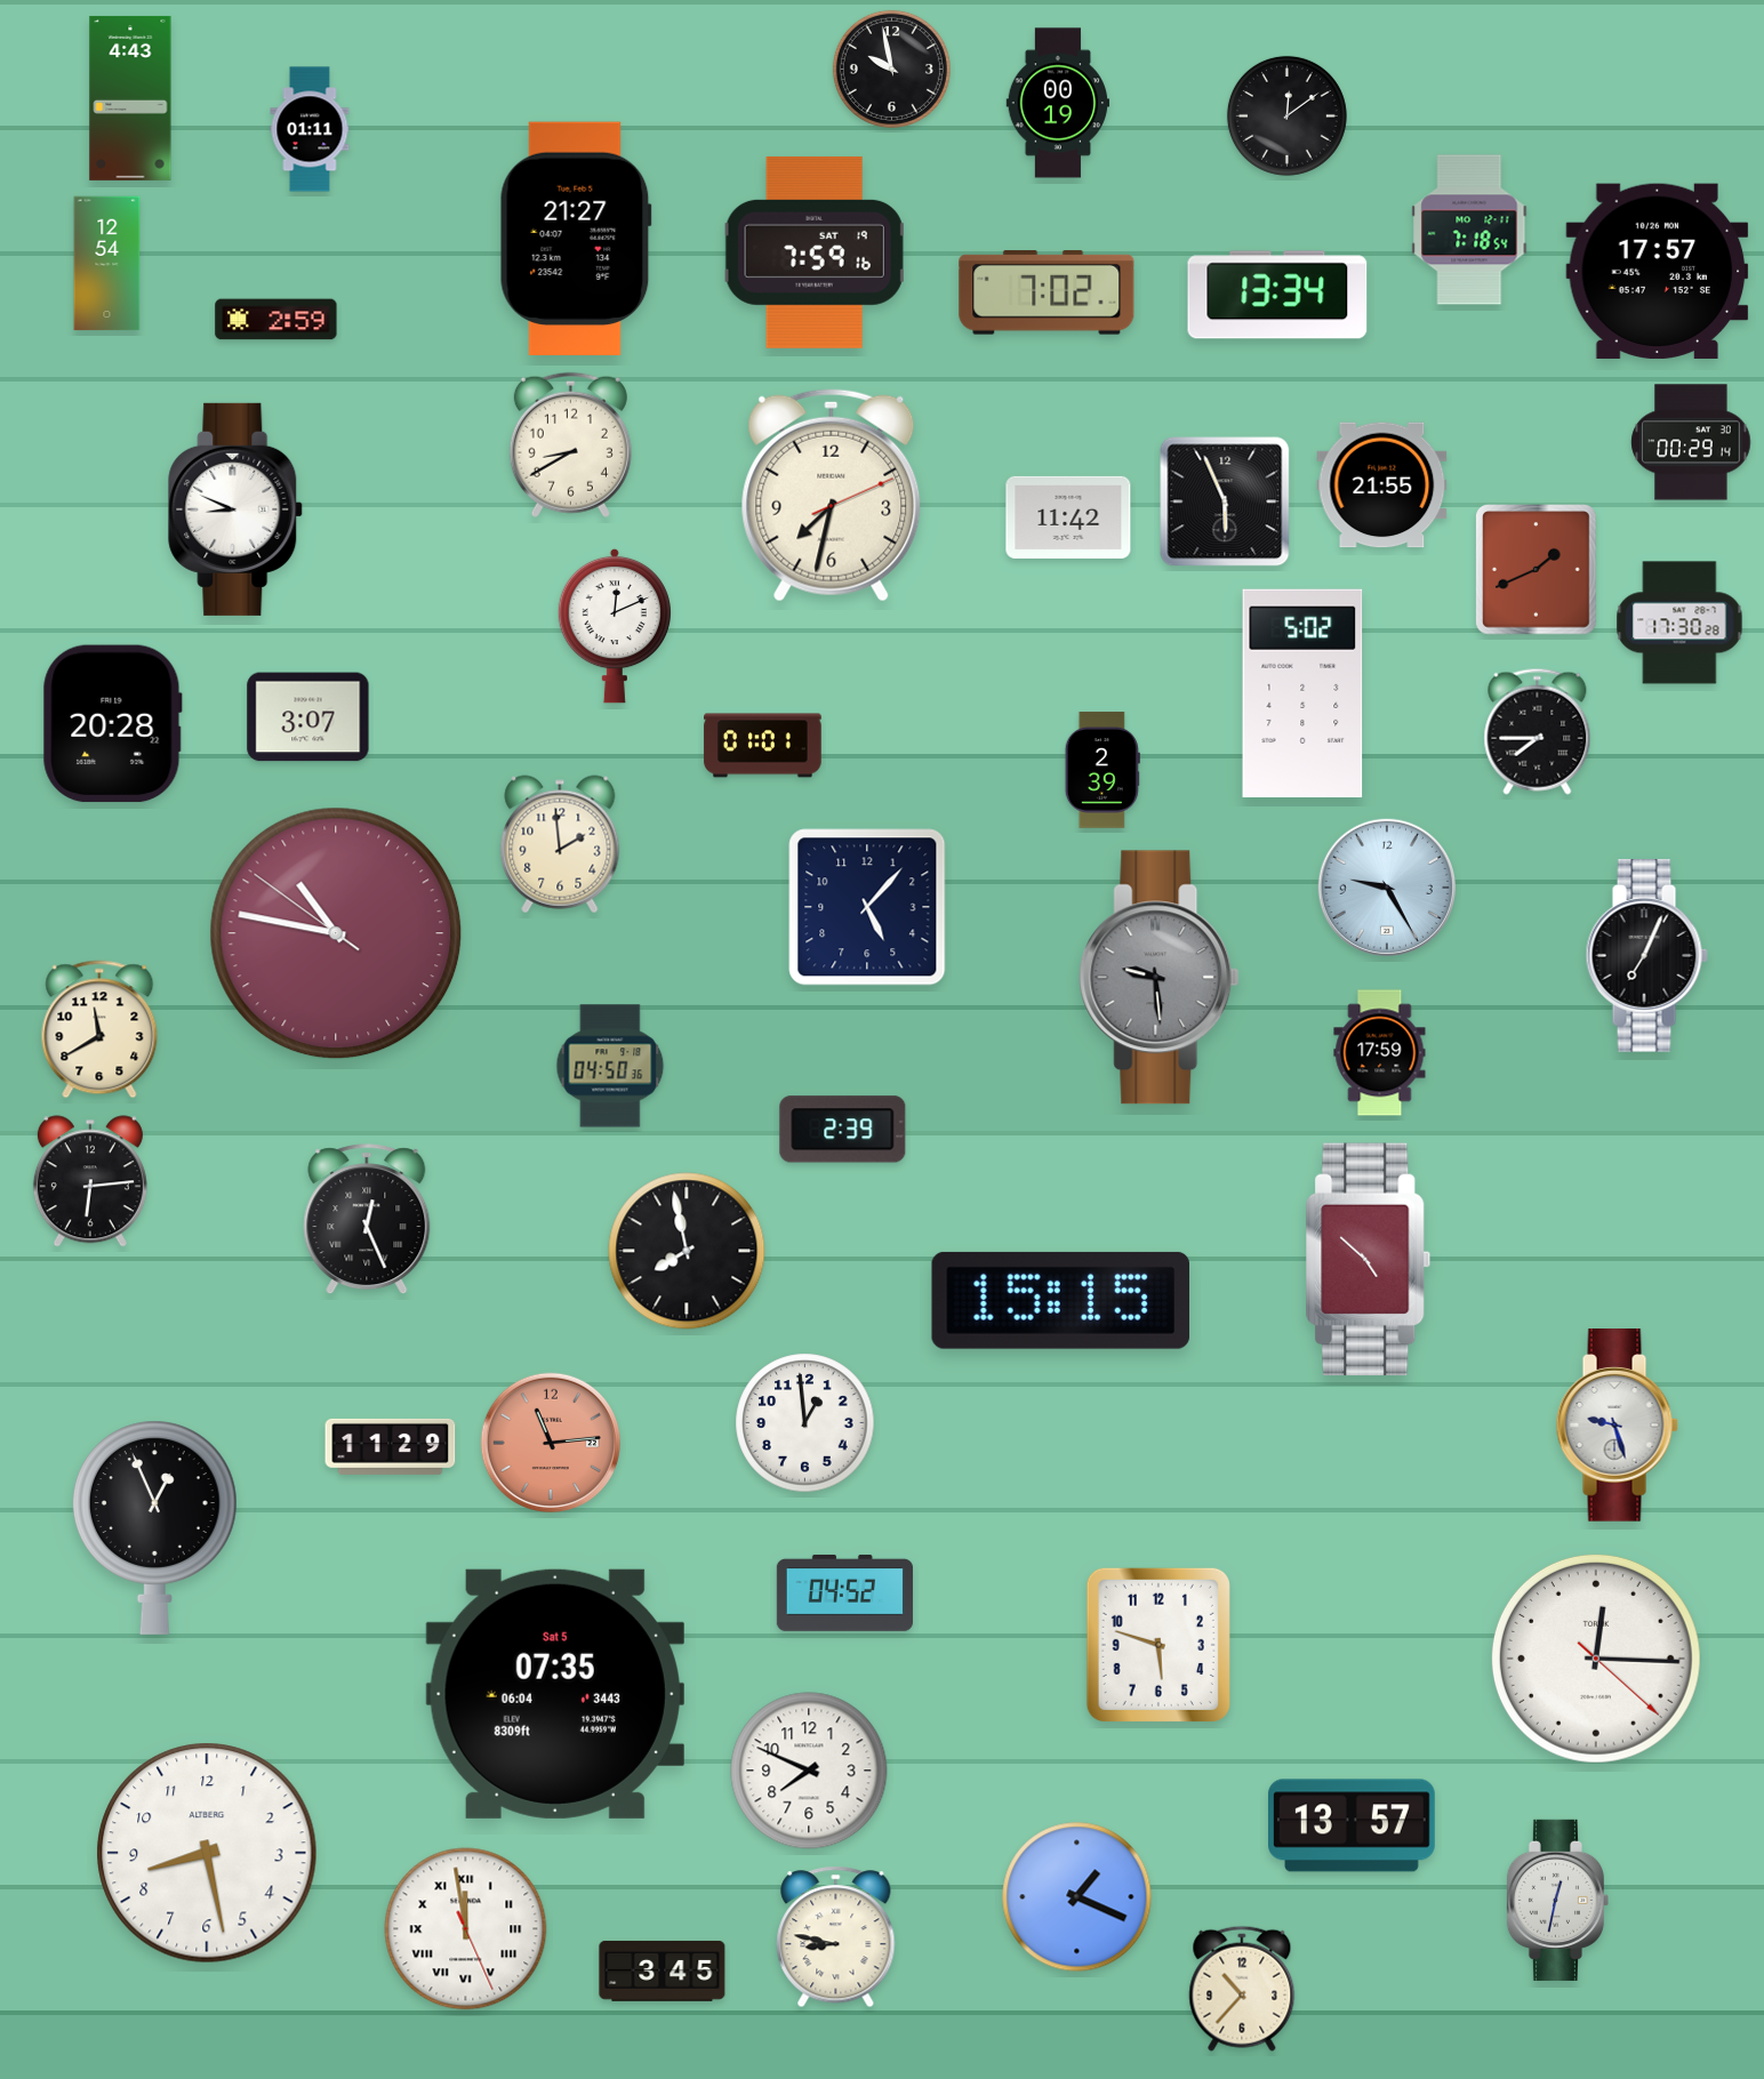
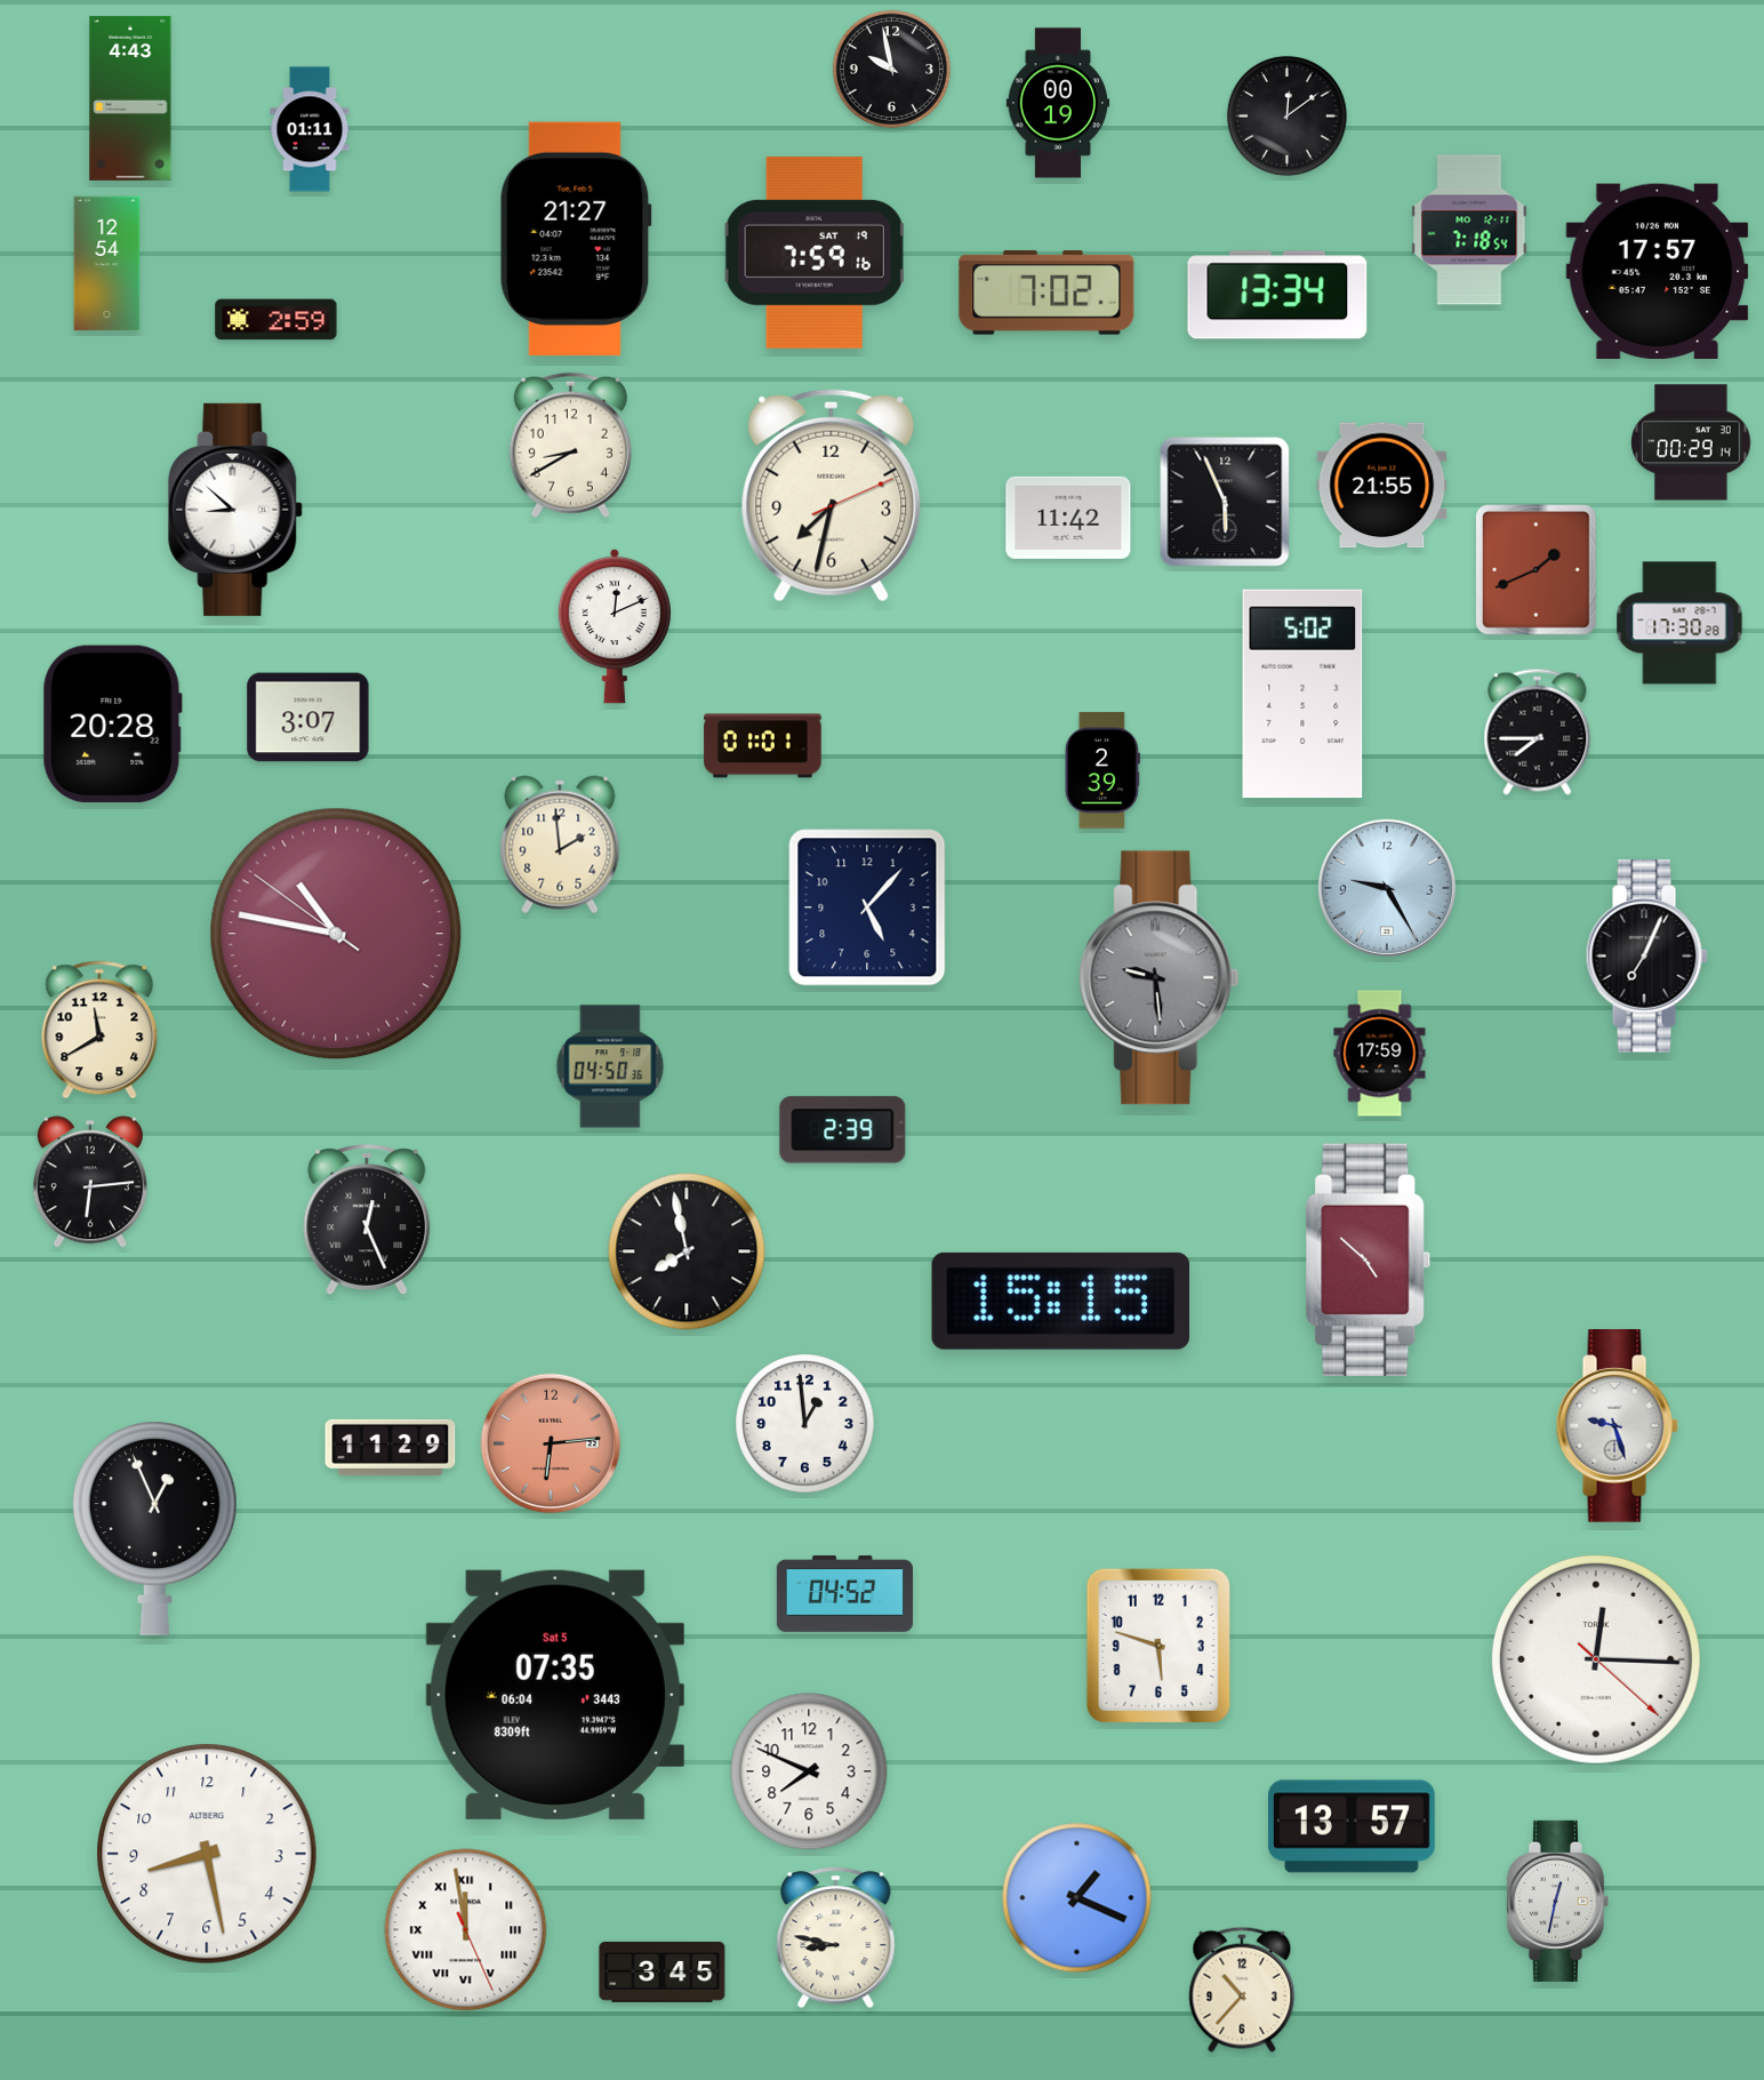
clock at (236, 509): 8:49 -> 8:52
clock at (551, 1443): 11:14 -> 6:14
